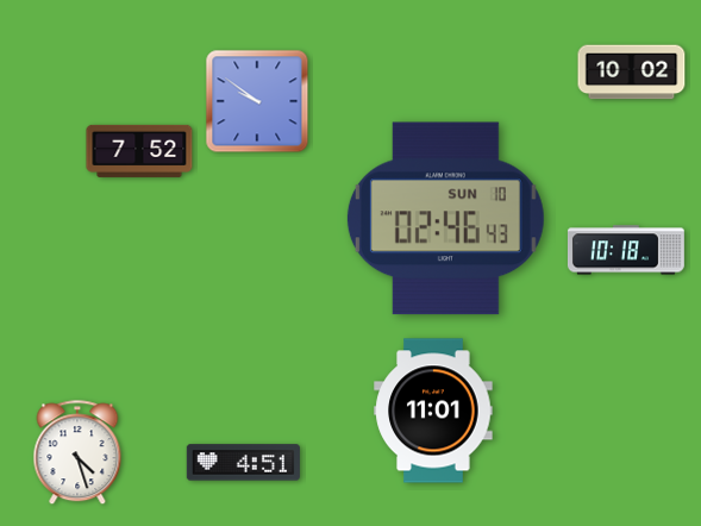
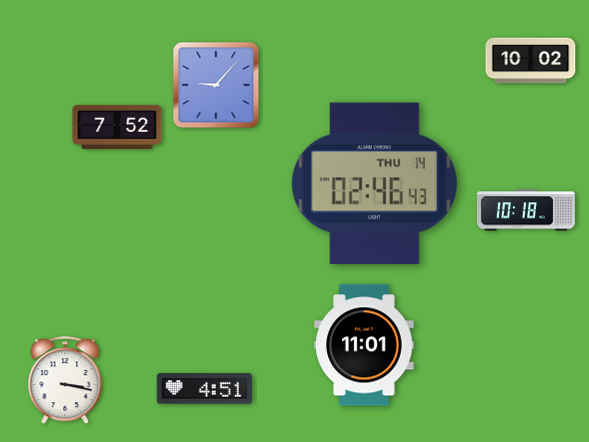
clock at (257, 101): 9:51 -> 9:07
clock at (445, 219) date: SUN 10 -> THU 14
clock at (77, 453): 4:27 -> 3:17
